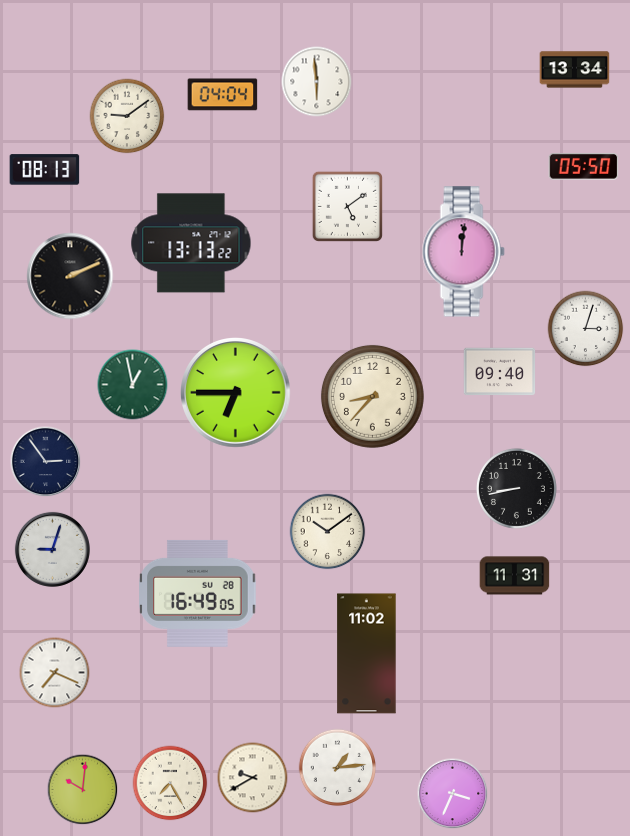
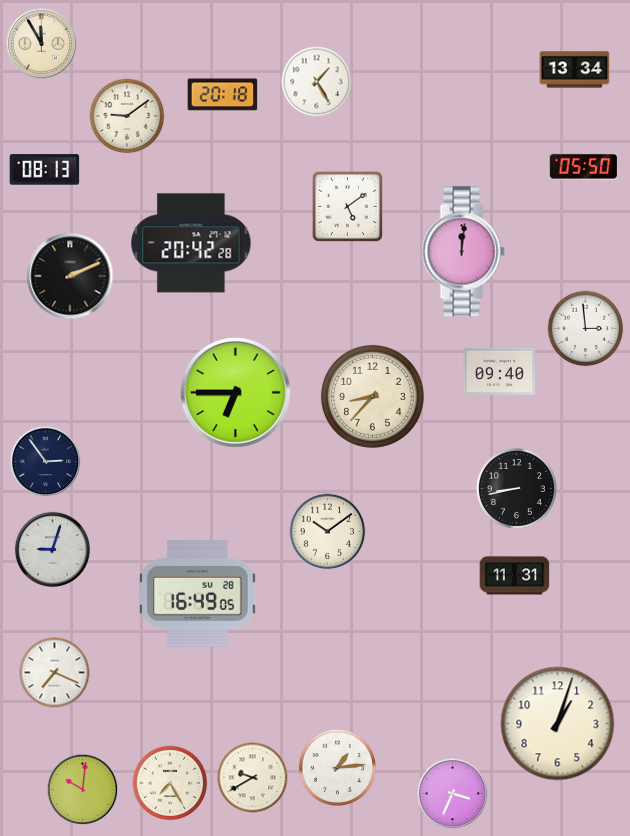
clock at (42, 44): none -> 11:55
clock at (317, 82): 5:59 -> 1:25
clock at (223, 95): 04:04 -> 20:18
clock at (191, 243): 13:13 -> 20:42
clock at (586, 329): 3:03 -> 2:59
clock at (133, 385): 12:58 -> none
clock at (367, 654): 11:02 -> none
clock at (558, 724): none -> 1:03
